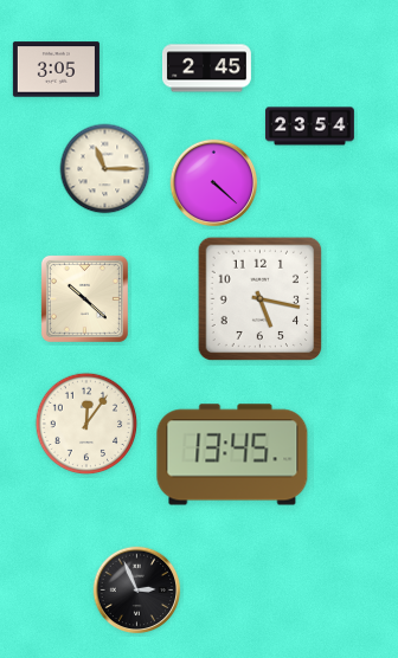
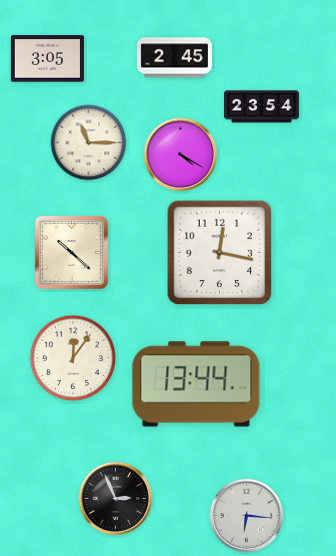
clock at (214, 183): 4:22 -> 4:20
clock at (261, 299): 5:17 -> 12:17
clock at (232, 454): 13:45 -> 13:44
clock at (247, 516): none -> 6:16
